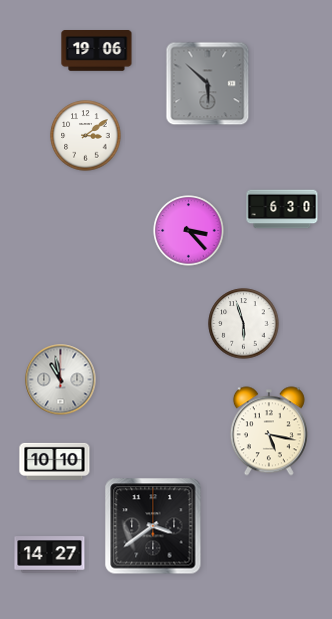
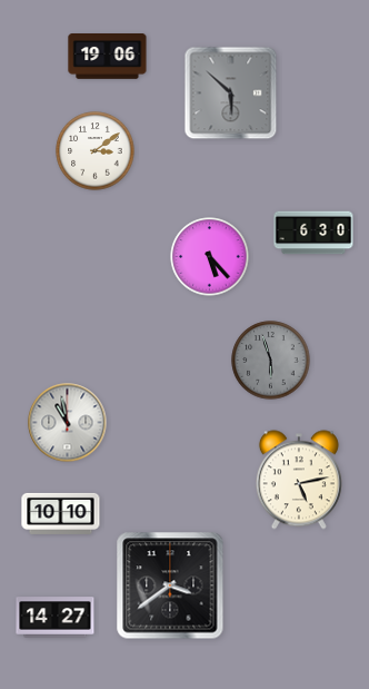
clock at (189, 231): 3:23 -> 5:23
clock at (244, 324) dial: white -> grey
clock at (269, 431): 5:17 -> 5:13
